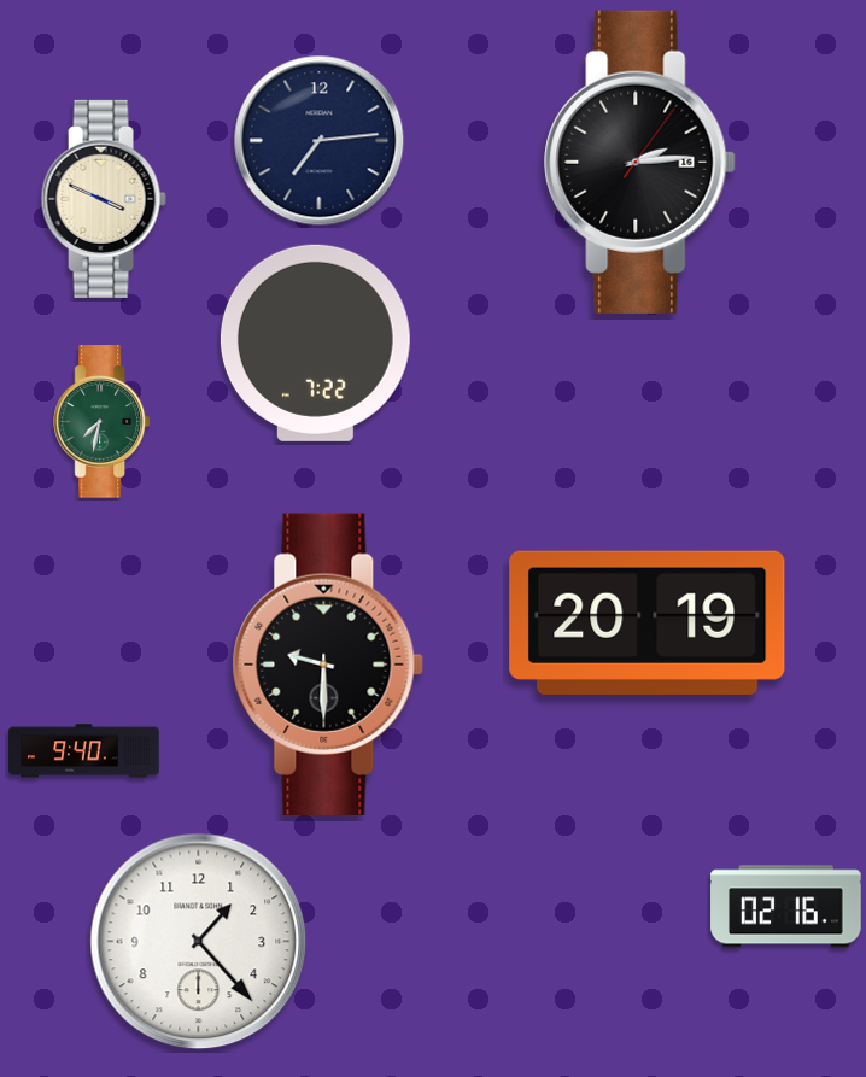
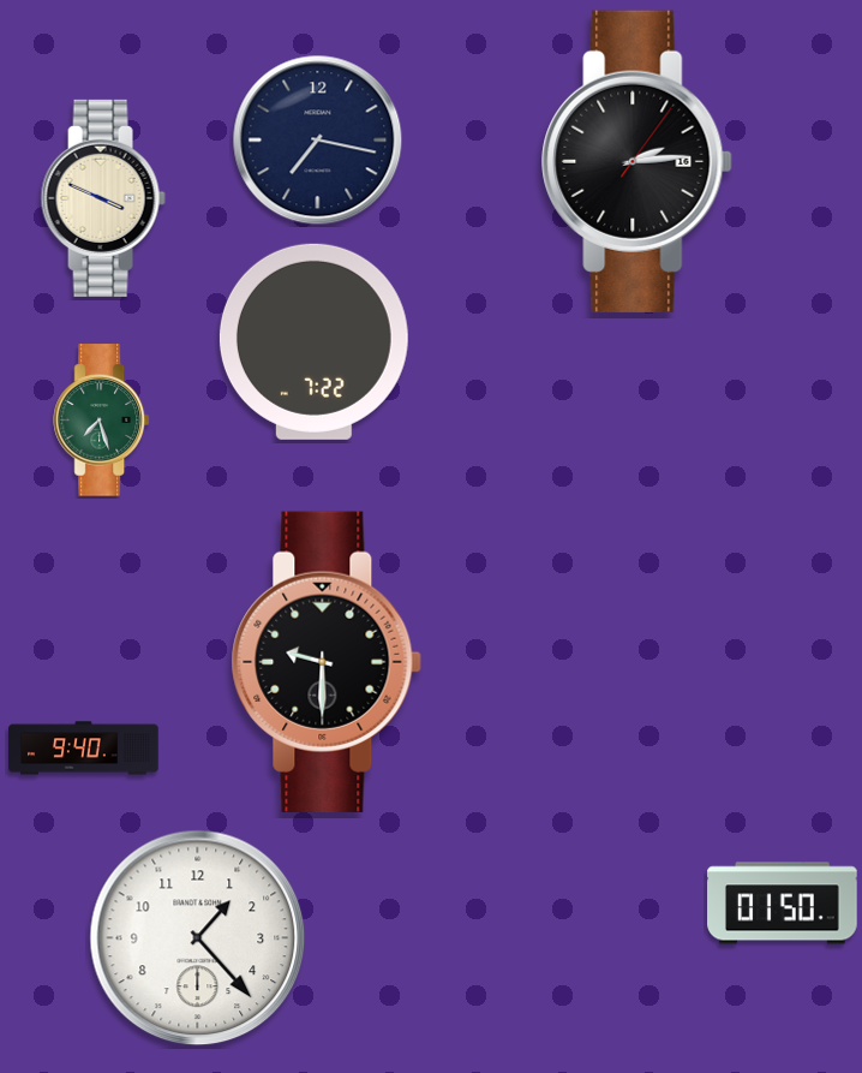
clock at (320, 141): 7:14 -> 7:17
clock at (101, 422): 7:32 -> 7:27
clock at (648, 622): 20:19 -> none
clock at (786, 907): 02:16 -> 01:50
